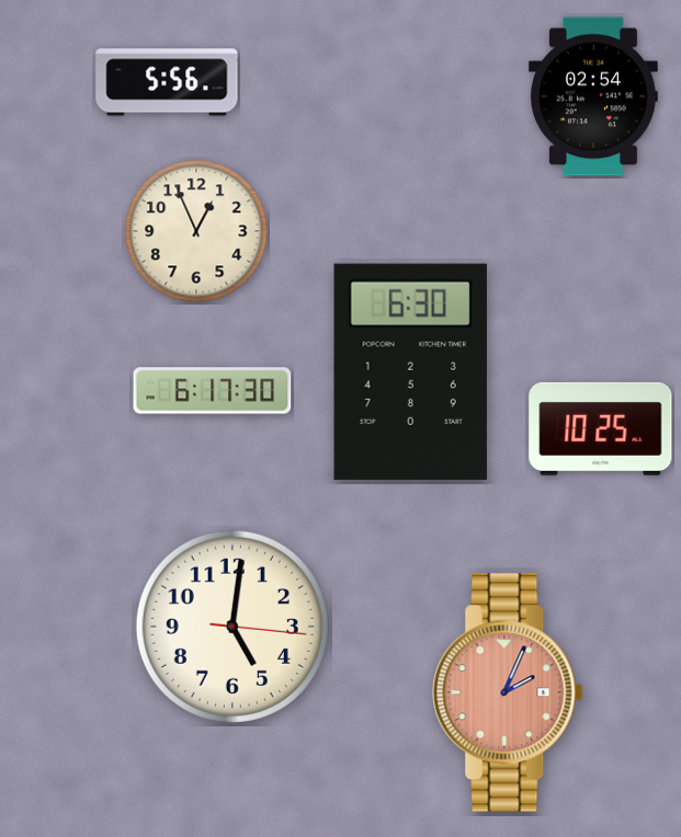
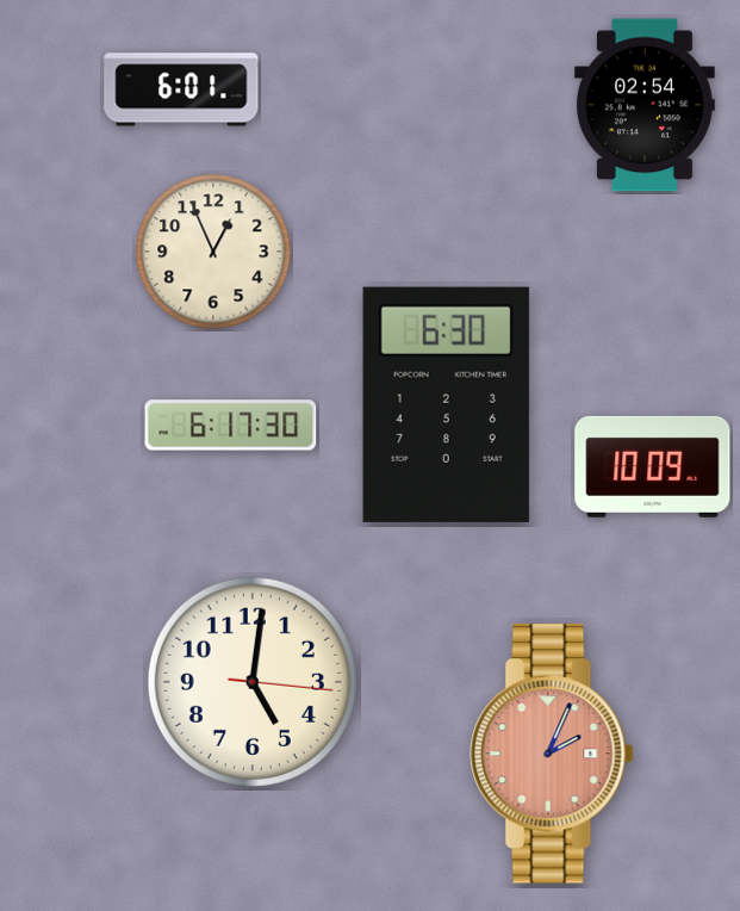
clock at (167, 82): 5:56 -> 6:01
clock at (601, 428): 10:25 -> 10:09
